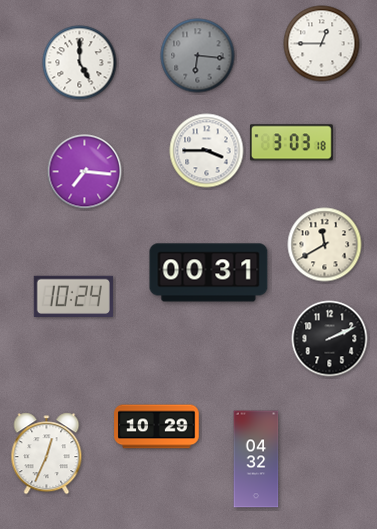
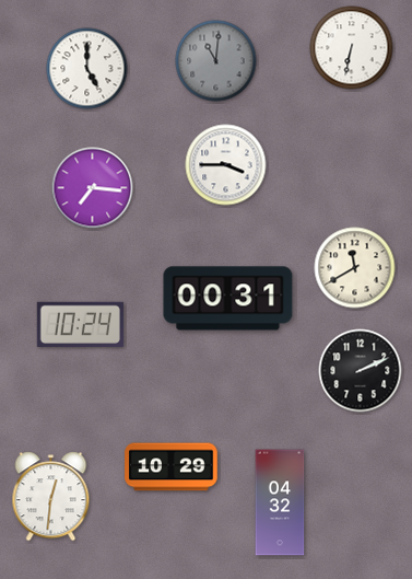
clock at (322, 44): 12:45 -> 6:32
clock at (198, 56): 6:16 -> 11:01
clock at (291, 143): 3:03 -> none
clock at (47, 454): 12:34 -> 12:31
